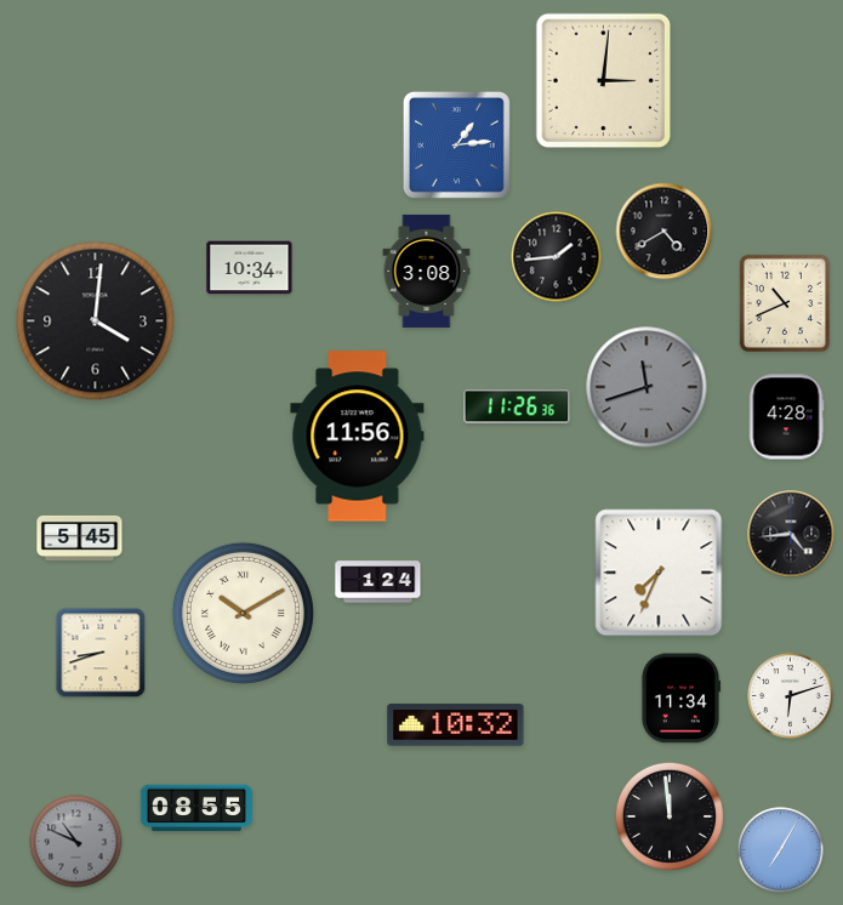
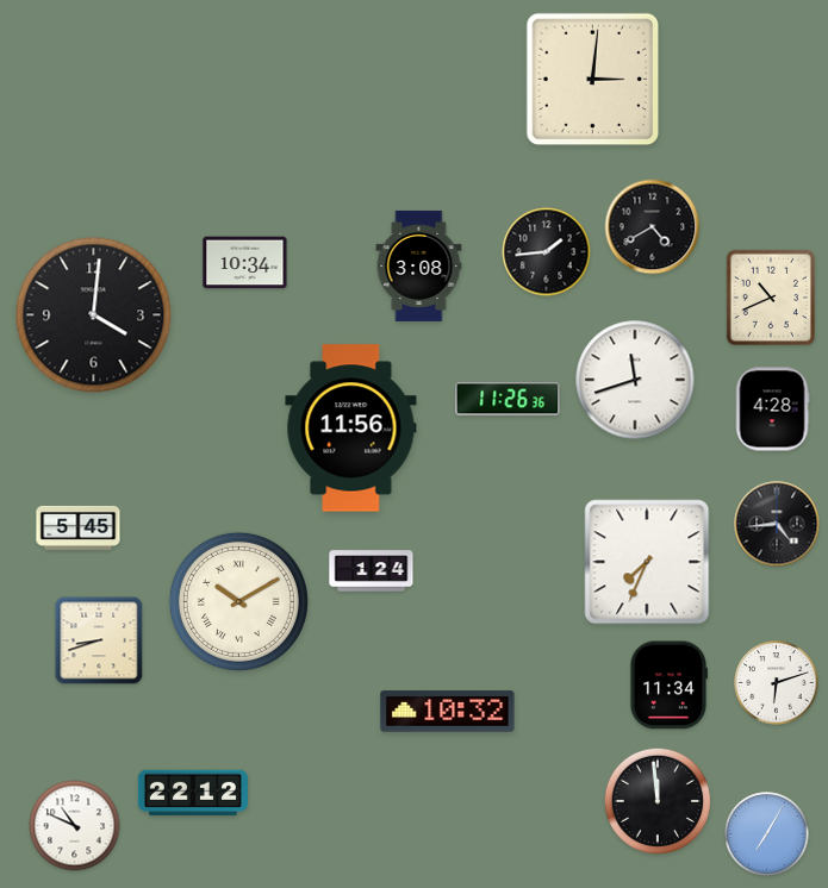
clock at (456, 144): 1:14 -> none
clock at (647, 387) dial: grey -> white
clock at (195, 808): 08:55 -> 22:12
clock at (76, 842) dial: grey -> white
